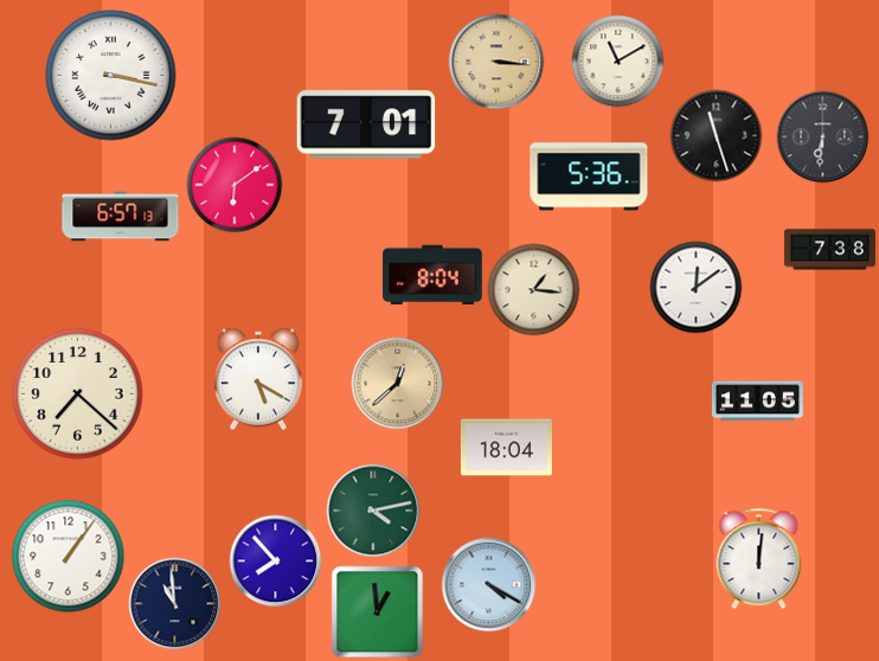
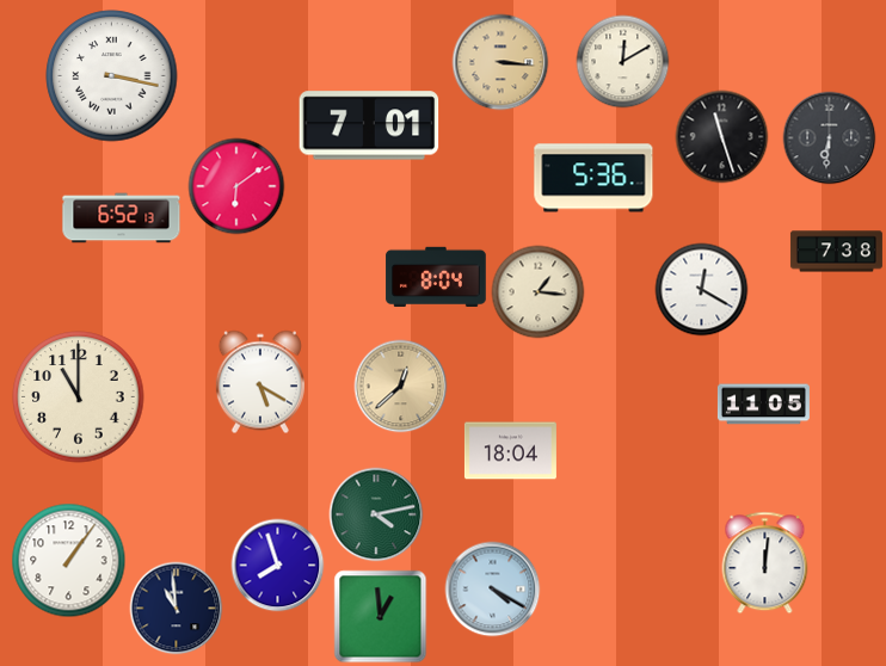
clock at (617, 60): 11:10 -> 12:10
clock at (121, 217): 6:57 -> 6:52
clock at (695, 287): 12:09 -> 12:20
clock at (78, 394): 7:22 -> 11:00
clock at (275, 560): 7:53 -> 7:57
